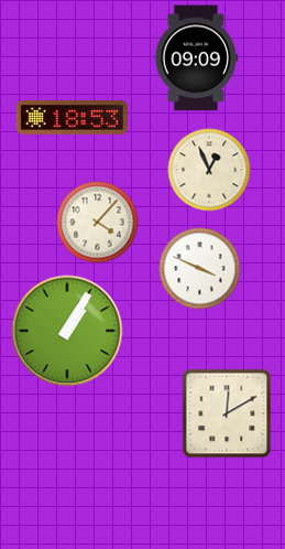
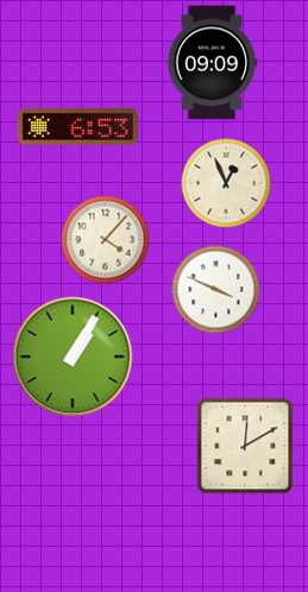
clock at (72, 118): 18:53 -> 6:53
